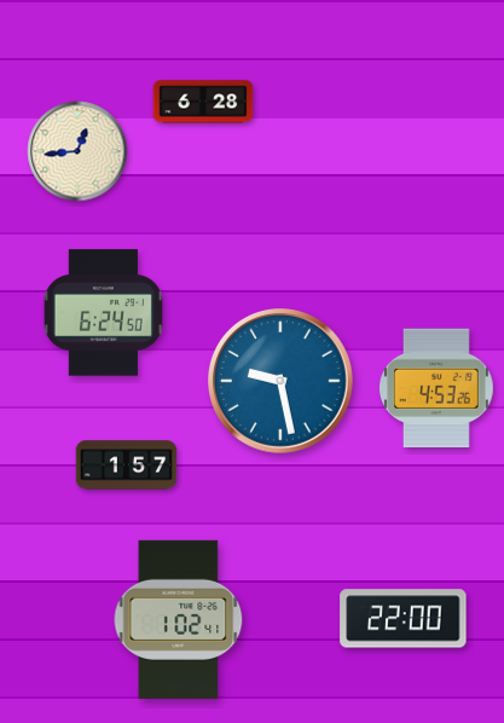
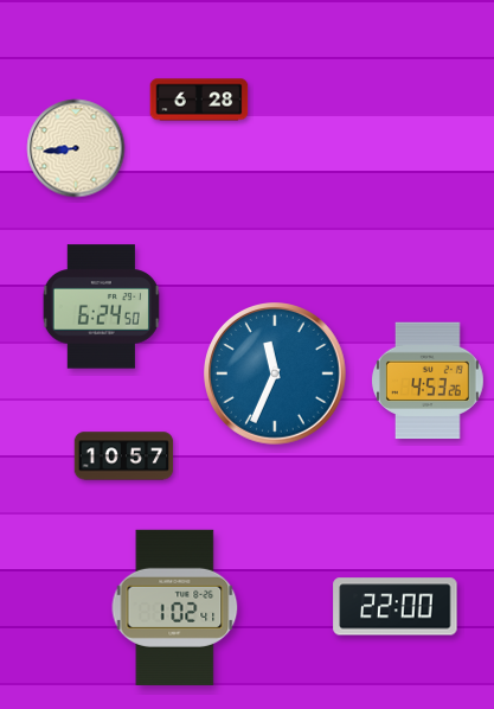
clock at (77, 151): 12:44 -> 8:44
clock at (282, 382): 9:28 -> 11:34
clock at (127, 465): 1:57 -> 10:57
